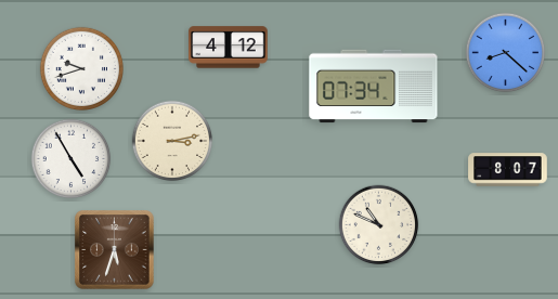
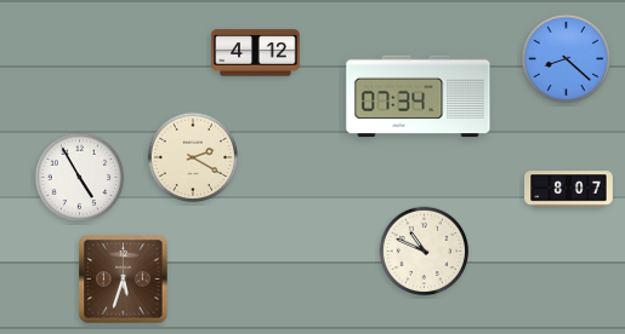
clock at (81, 68): 9:42 -> none
clock at (172, 141): 3:13 -> 2:20
clock at (115, 250) position: (115, 250) -> (124, 280)
